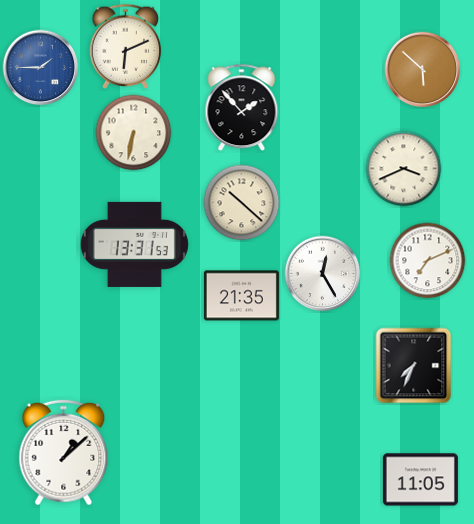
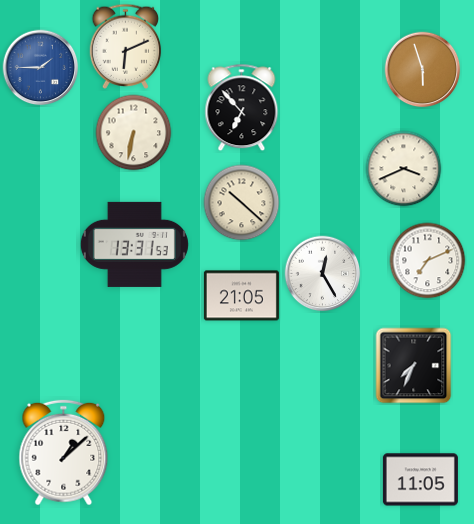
clock at (423, 70): 5:52 -> 5:57
clock at (242, 108): 1:53 -> 6:53
clock at (241, 296): 21:35 -> 21:05
